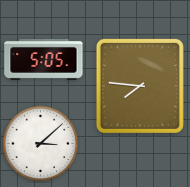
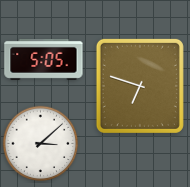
clock at (140, 86): 7:46 -> 6:48
